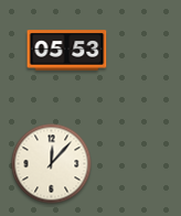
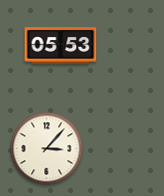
clock at (52, 164): 12:07 -> 3:07
